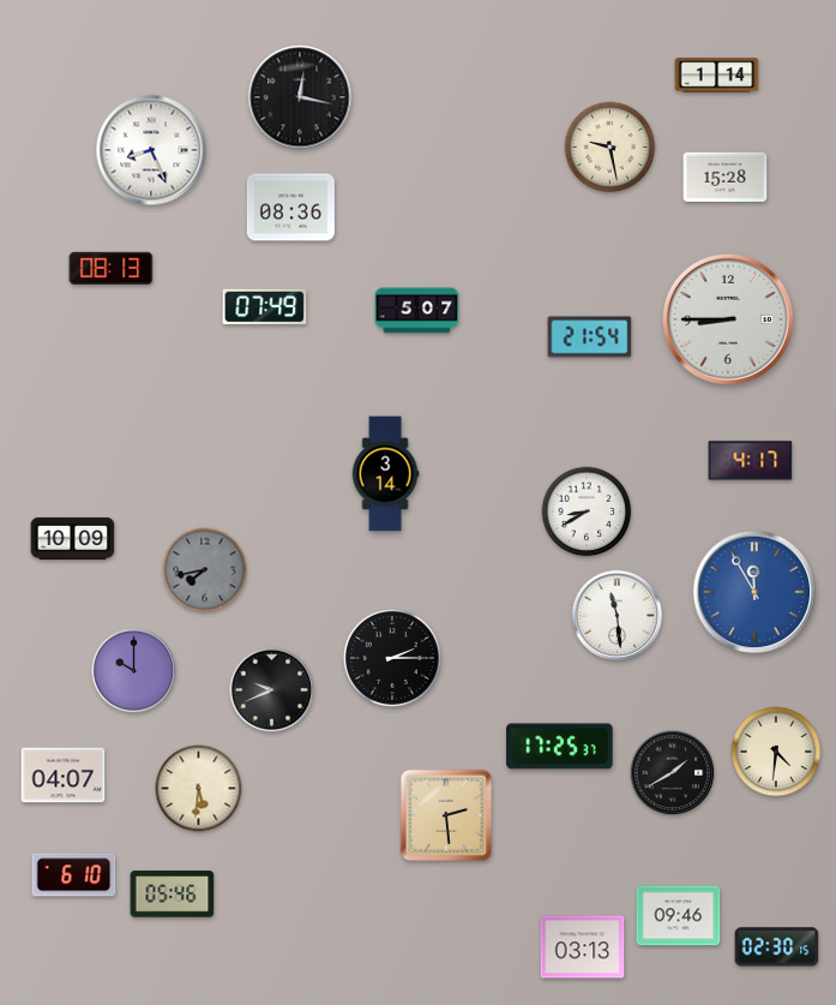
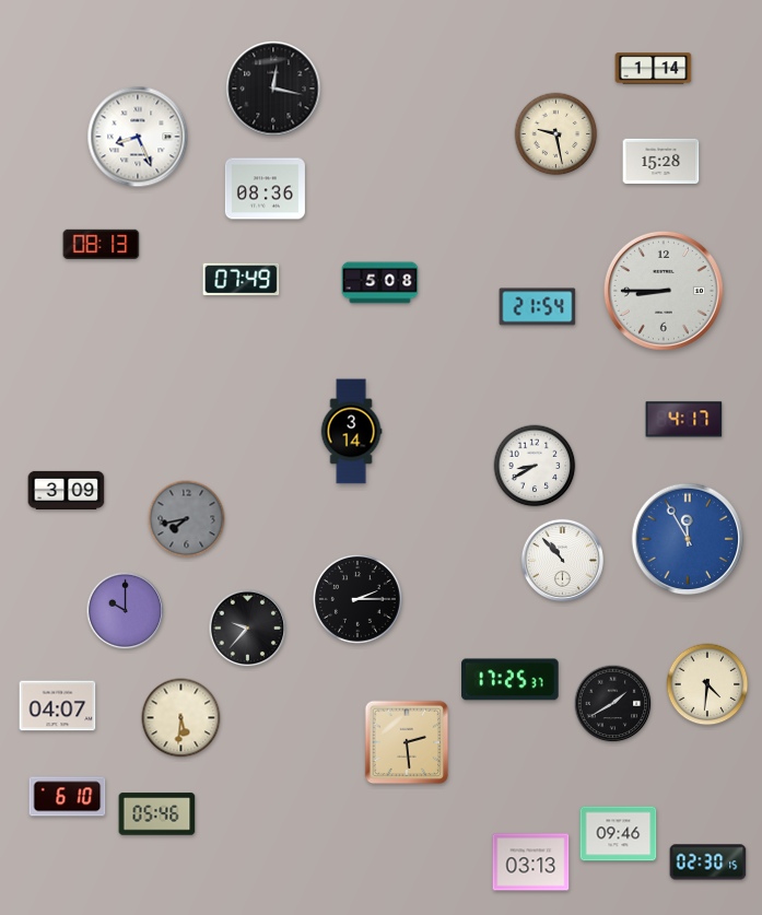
clock at (417, 311): 5:07 -> 5:08
clock at (73, 538): 10:09 -> 3:09
clock at (617, 615): 11:29 -> 10:53
clock at (134, 671) position: (134, 671) -> (126, 611)
clock at (272, 690): 9:41 -> 9:37
